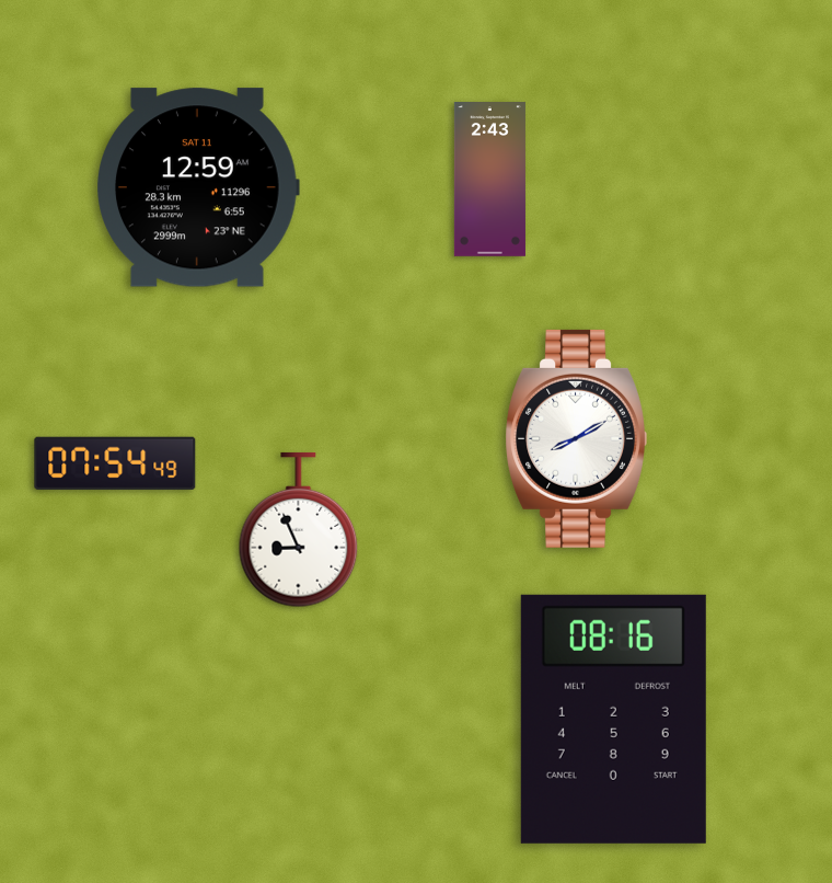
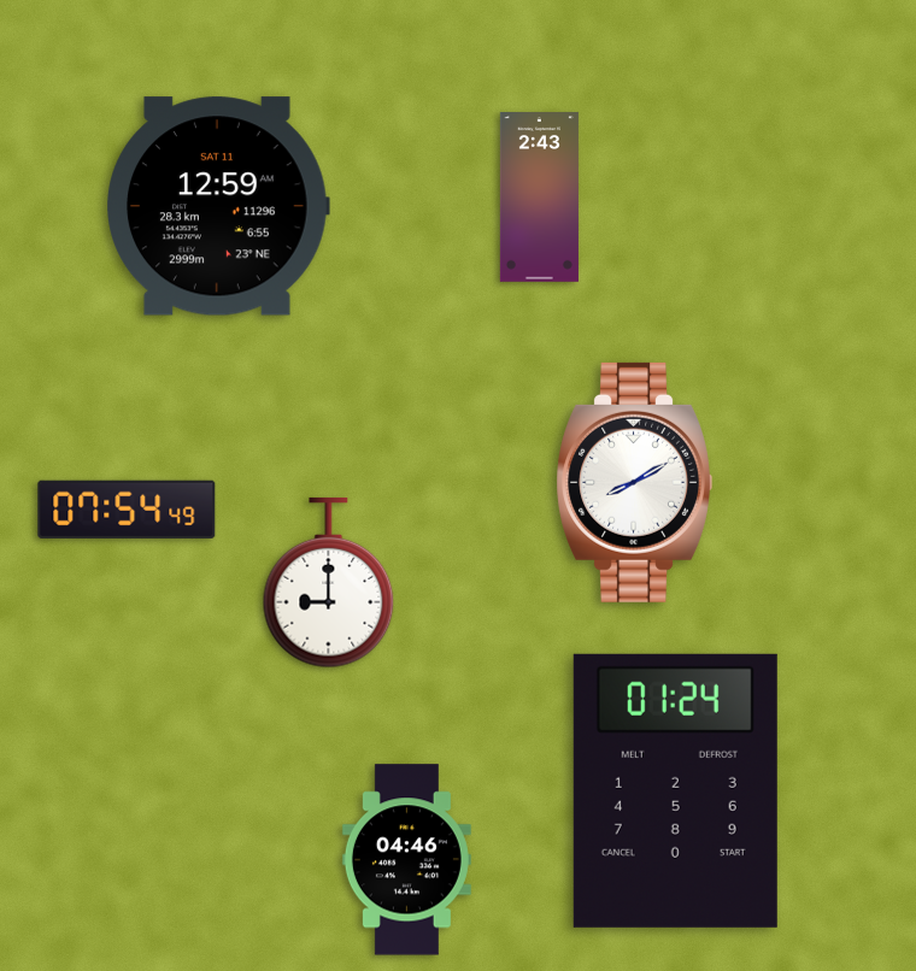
clock at (299, 530): 8:56 -> 9:00
clock at (613, 719): 08:16 -> 01:24
clock at (406, 860): none -> 04:46
